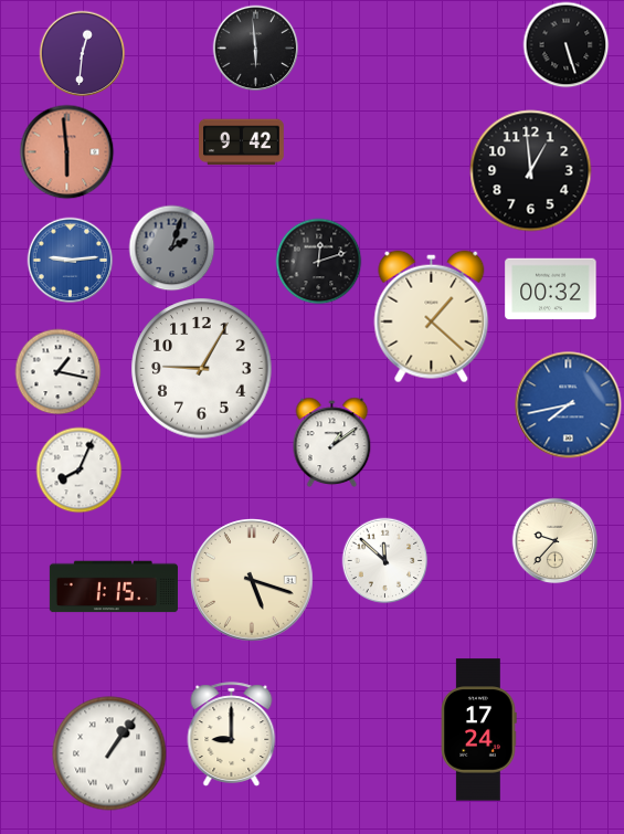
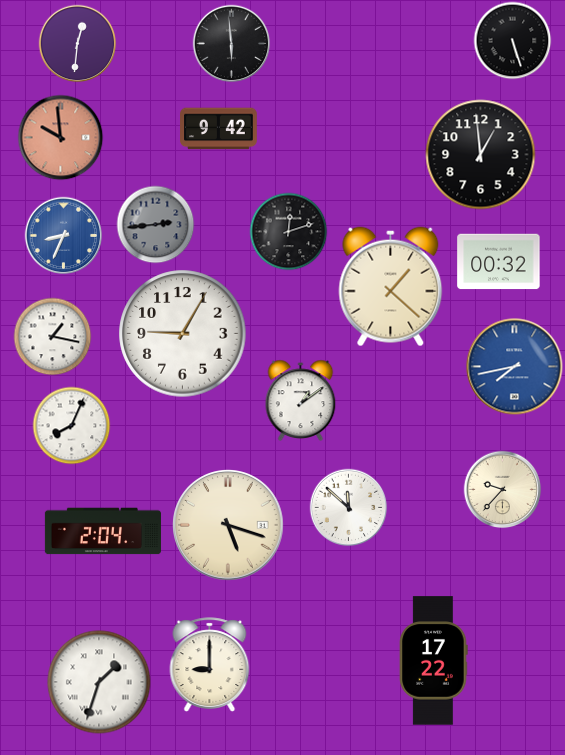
clock at (82, 53) position: (82, 53) -> (77, 43)
clock at (66, 151): 5:59 -> 9:59
clock at (171, 247): 2:03 -> 2:44
clock at (70, 260): 9:14 -> 8:34
clock at (318, 261) position: (318, 261) -> (288, 231)
clock at (114, 587): 1:15 -> 2:04
clock at (478, 730): 17:24 -> 17:22
clock at (109, 753): 1:06 -> 1:33
